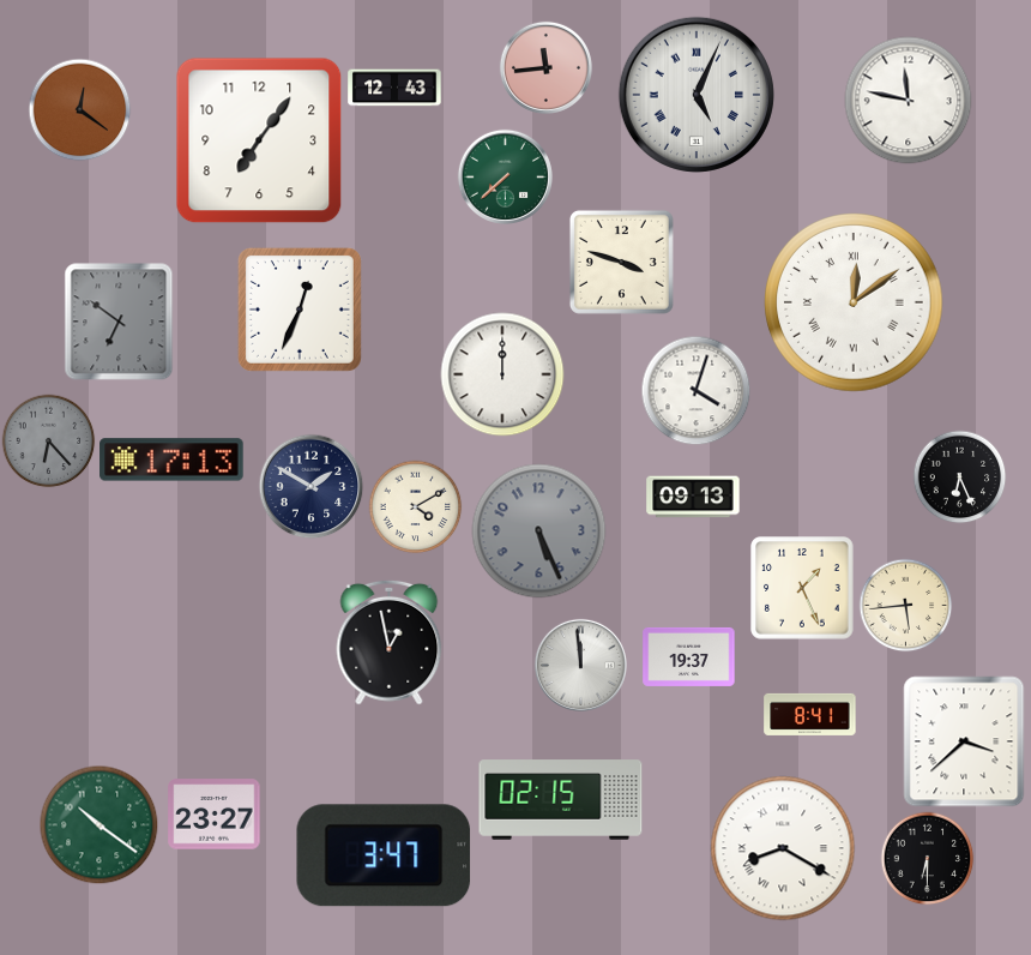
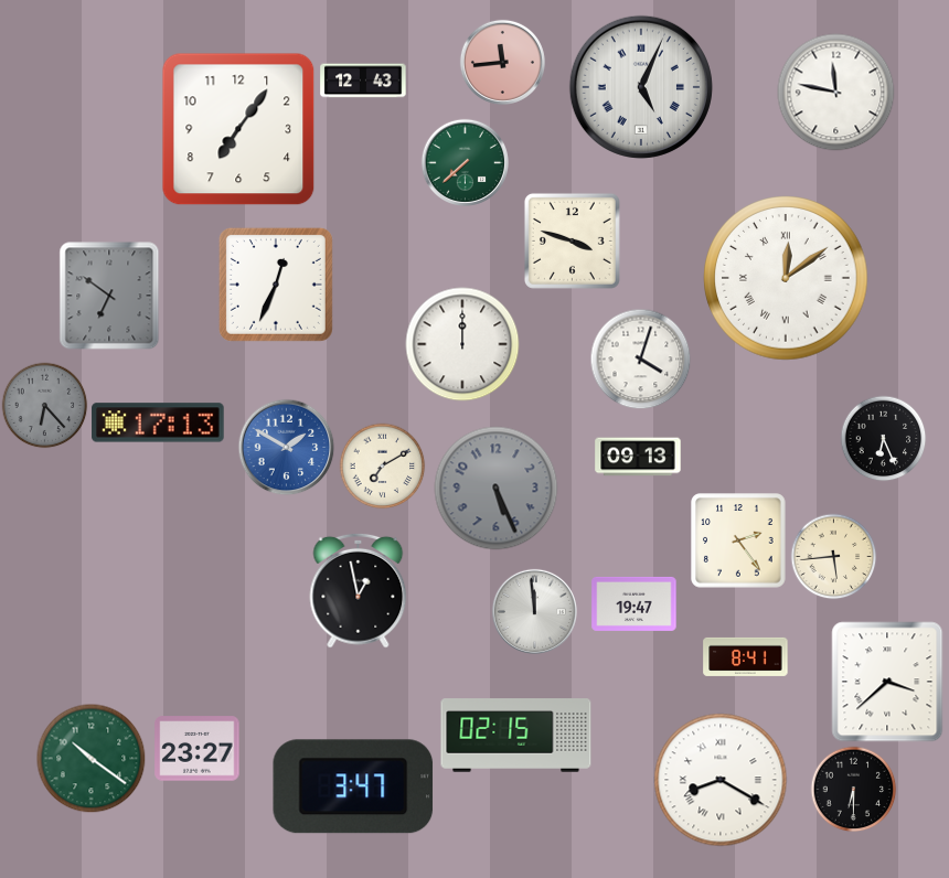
clock at (79, 109): 12:21 -> none
clock at (310, 486) dial: navy -> blue
clock at (415, 506): 4:10 -> 7:10
clock at (802, 588): 1:26 -> 2:24
clock at (689, 656): 19:37 -> 19:47
